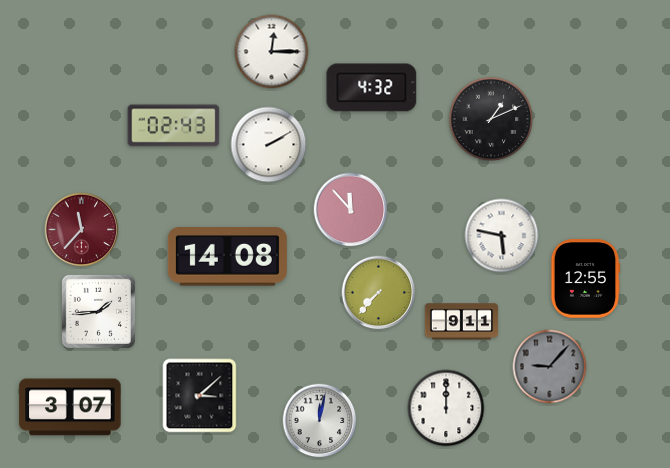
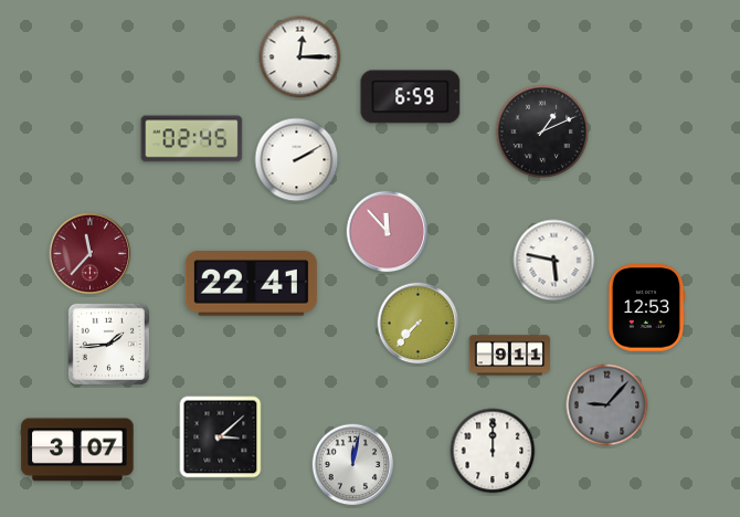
clock at (372, 88): 4:32 -> 6:59
clock at (174, 126): 02:43 -> 02:45
clock at (227, 257): 14:08 -> 22:41
clock at (585, 279): 12:55 -> 12:53
